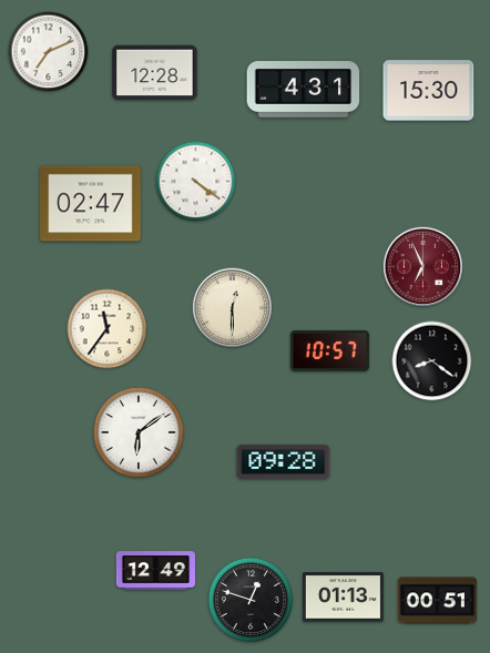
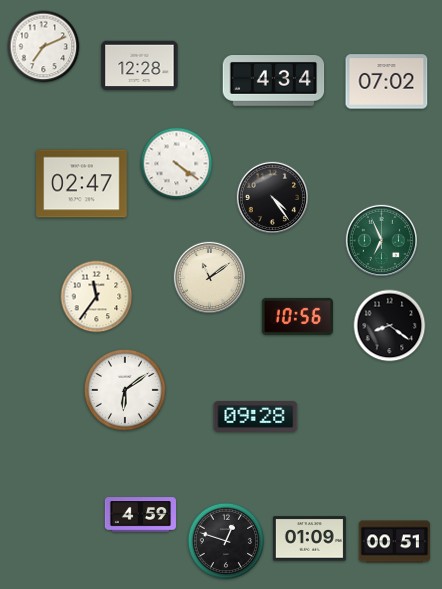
clock at (304, 90): 4:31 -> 4:34
clock at (429, 91): 15:30 -> 07:02
clock at (272, 197): none -> 4:24
clock at (422, 266) dial: burgundy -> green
clock at (232, 307): 12:30 -> 11:09
clock at (329, 350): 10:57 -> 10:56
clock at (155, 571): 12:49 -> 4:59
clock at (343, 598): 01:13 -> 01:09
